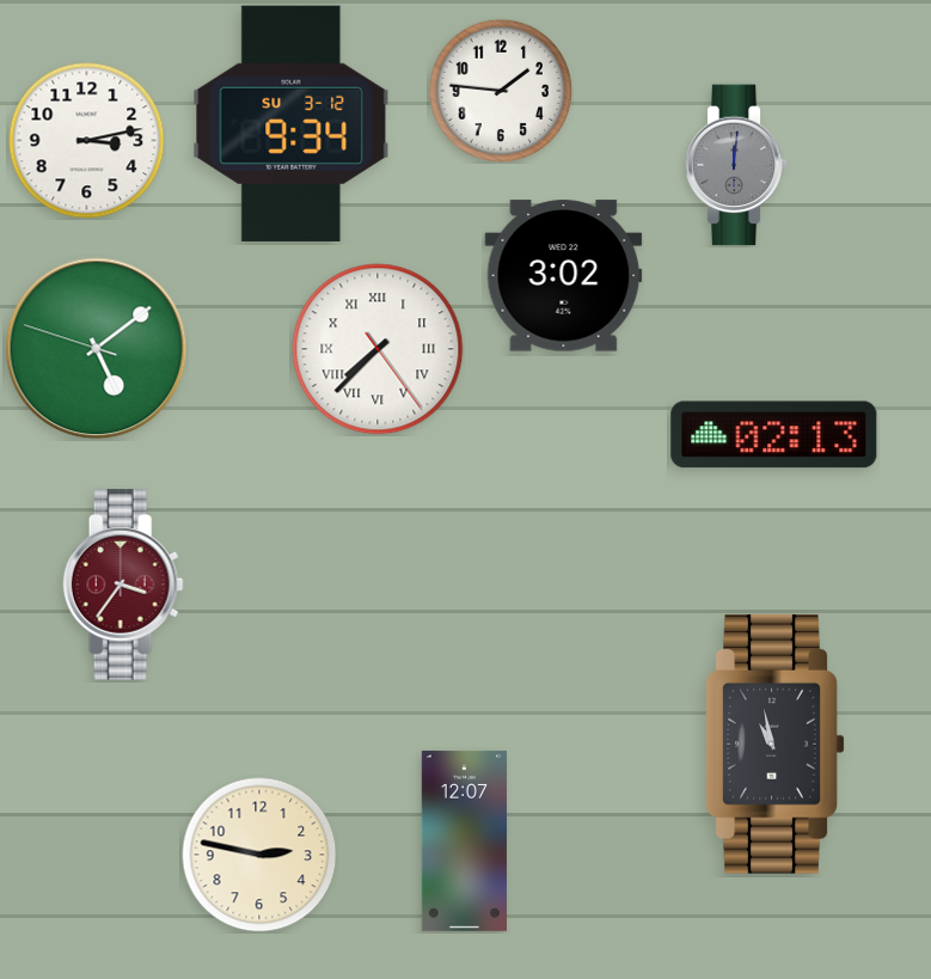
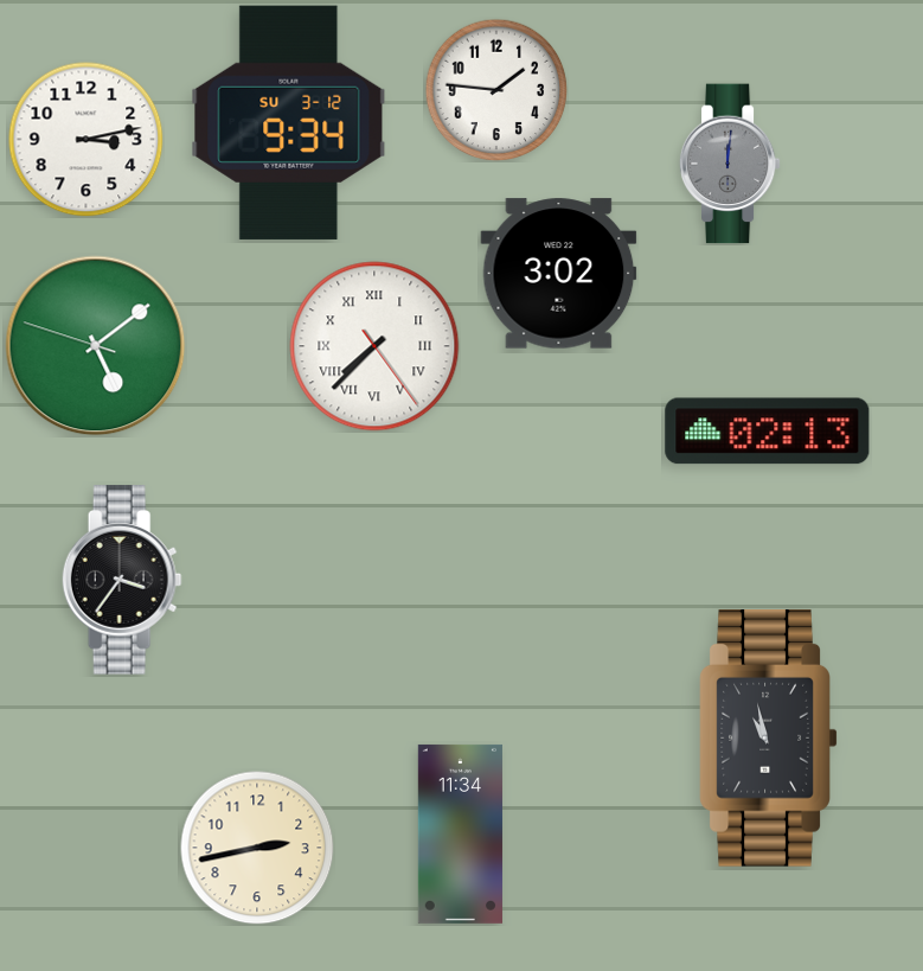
clock at (123, 585) dial: burgundy -> black
clock at (464, 840): 12:07 -> 11:34
clock at (259, 855): 2:47 -> 2:43
